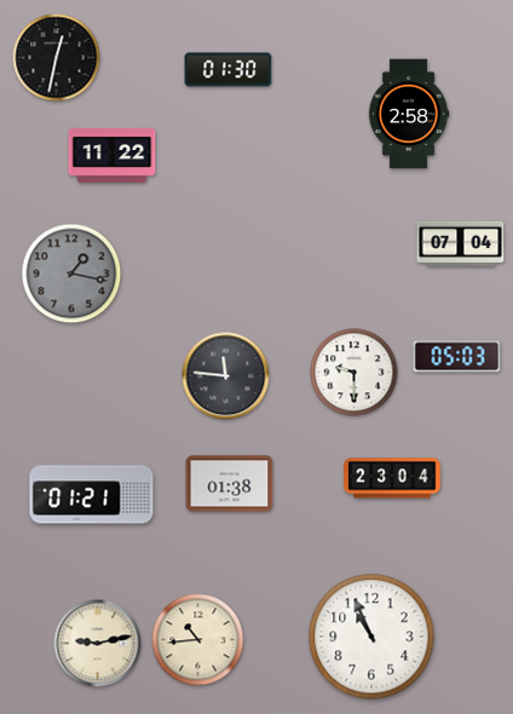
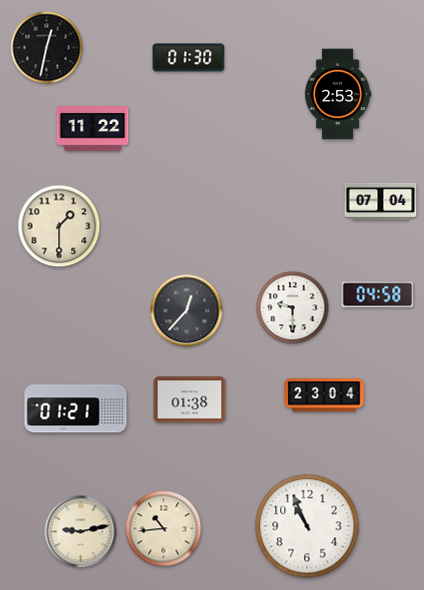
clock at (409, 114): 2:58 -> 2:53
clock at (71, 273): 1:17 -> 1:30
clock at (71, 273) dial: grey -> cream
clock at (457, 357): 05:03 -> 04:58
clock at (226, 376): 11:46 -> 12:37
